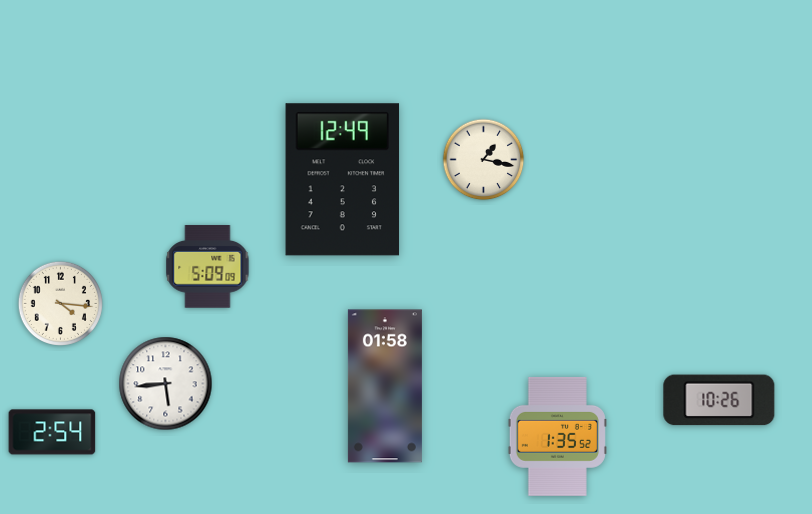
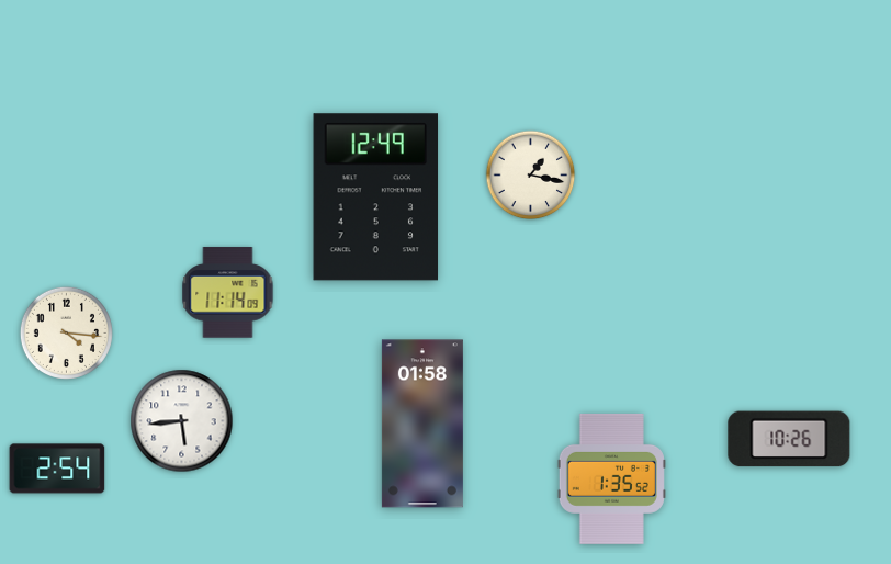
clock at (208, 267): 5:09 -> 11:14
clock at (52, 432) position: (52, 432) -> (57, 469)
